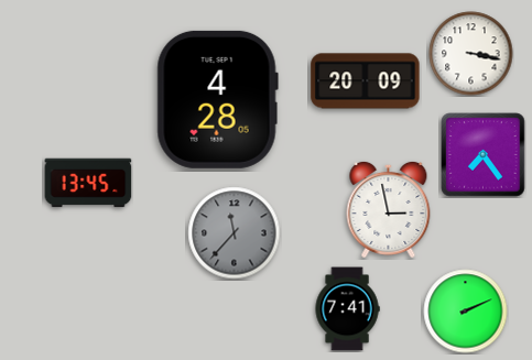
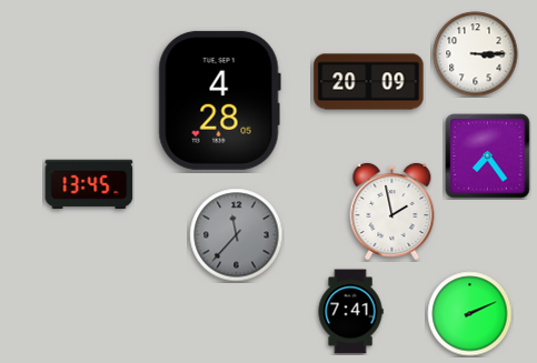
clock at (471, 54): 3:17 -> 3:15
clock at (389, 209): 2:58 -> 1:58
